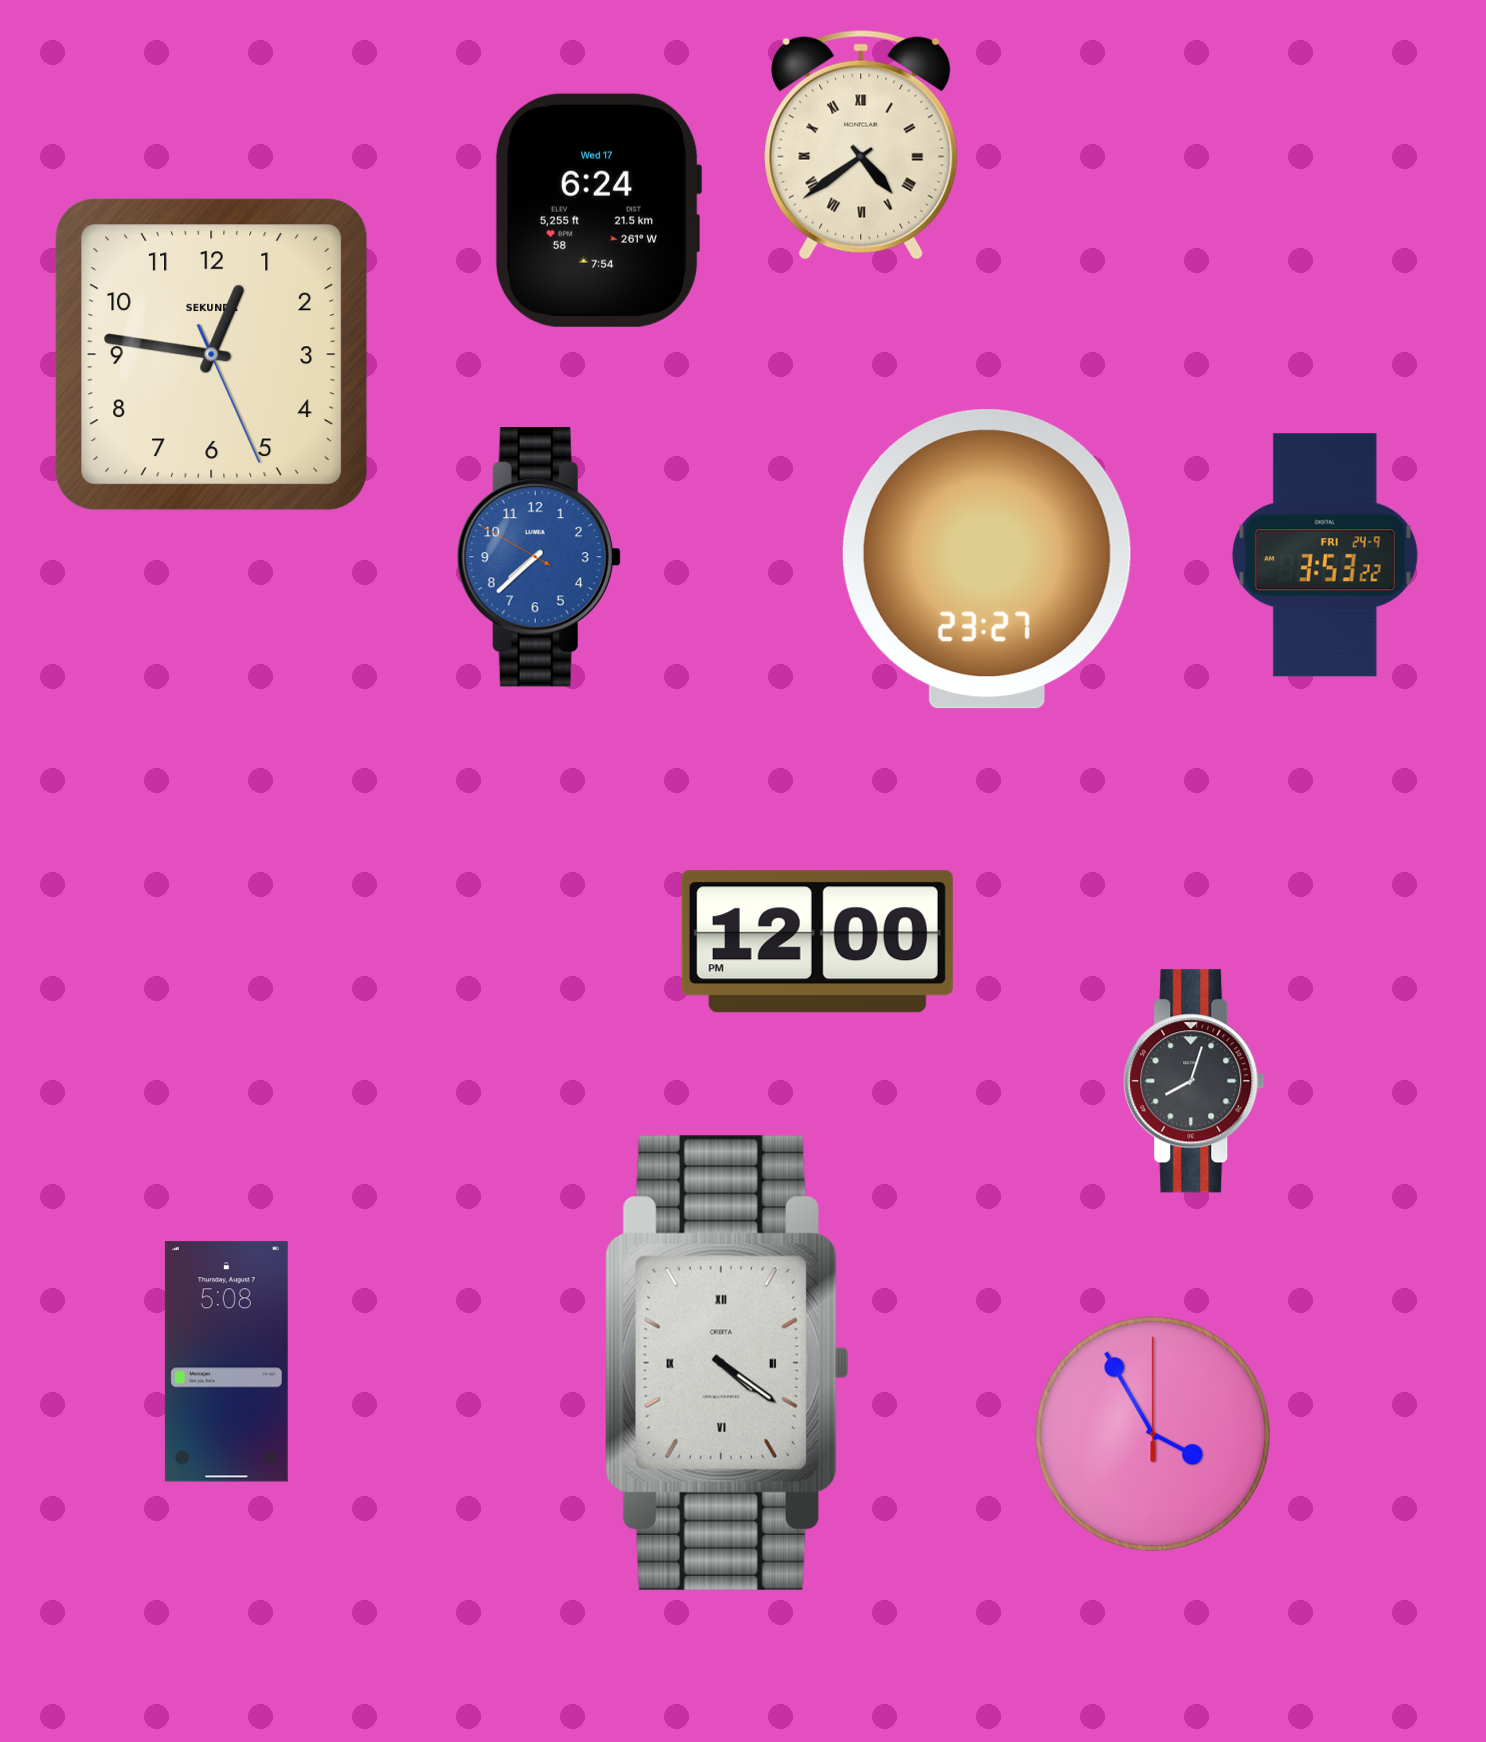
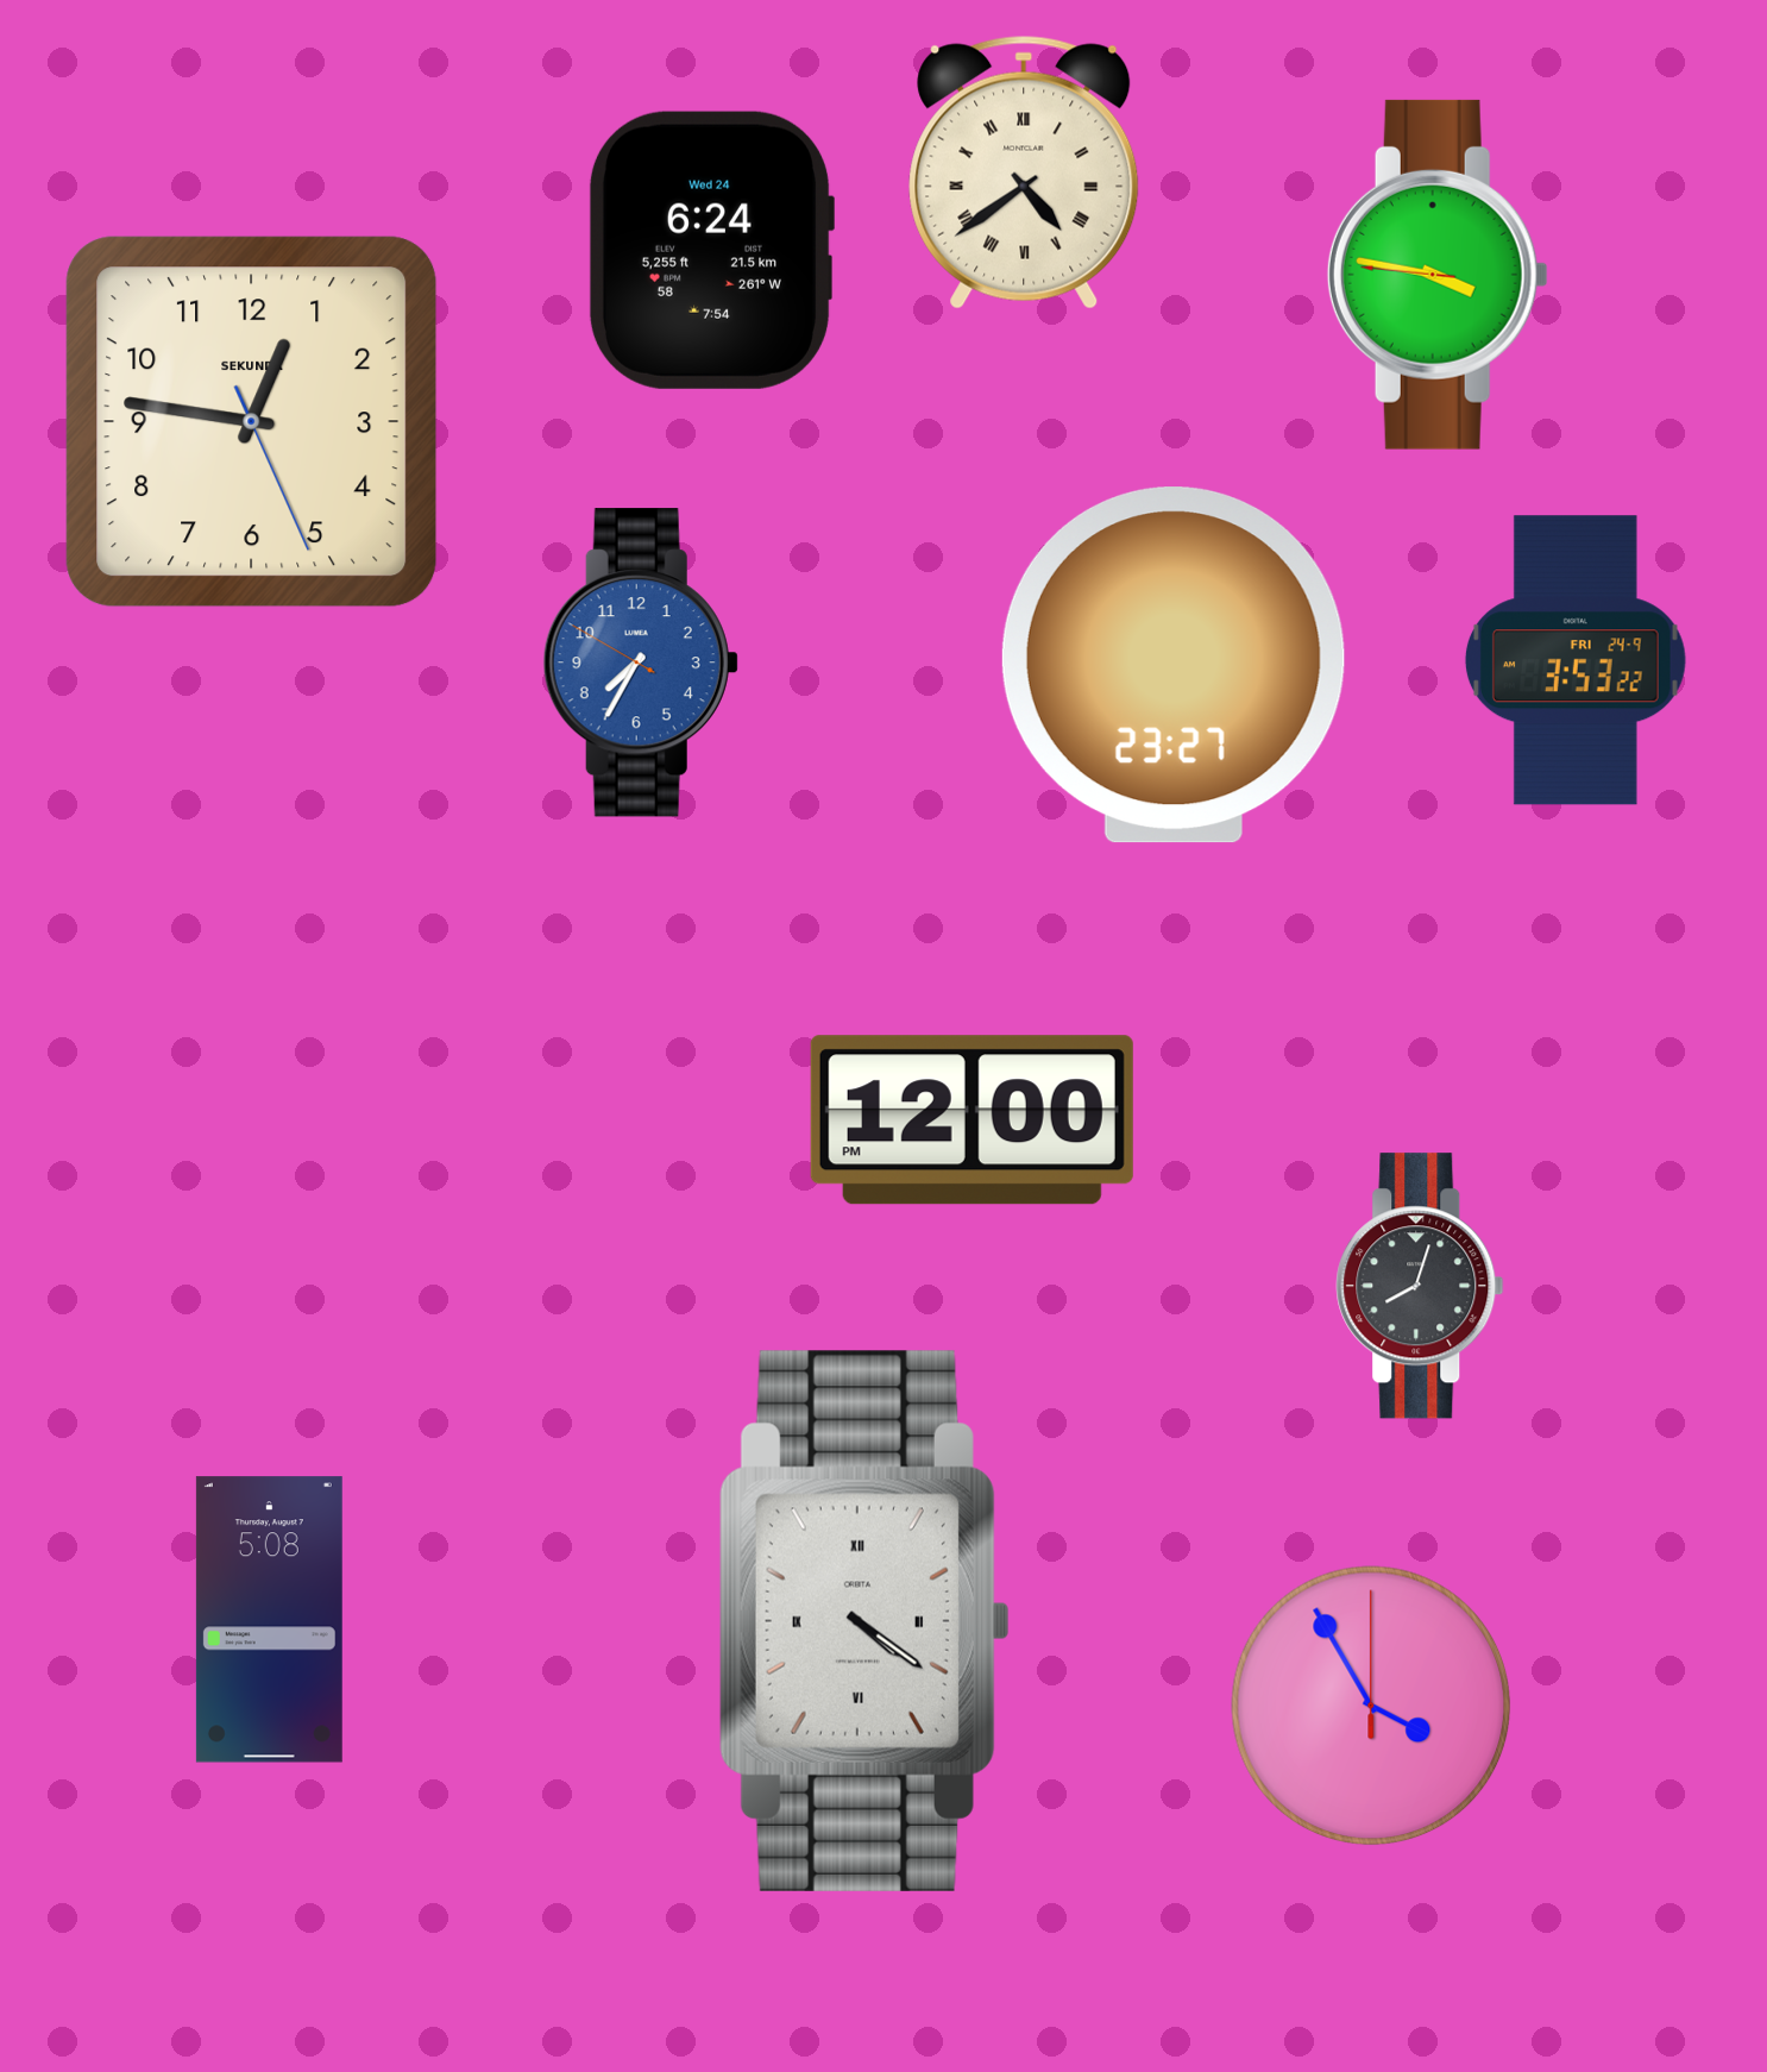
clock at (597, 210) date: Wed 17 -> Wed 24
clock at (1438, 275): none -> 3:46
clock at (539, 557): 7:37 -> 7:34
